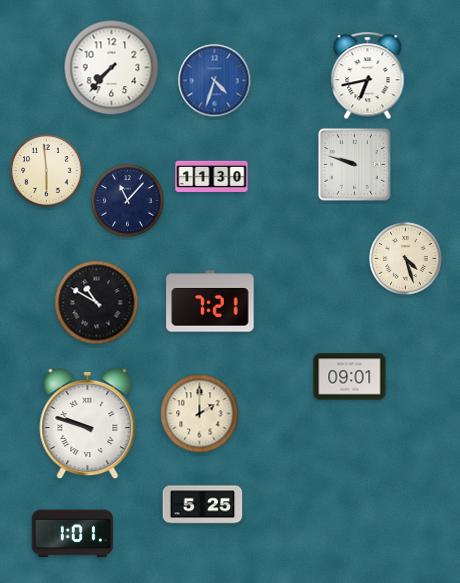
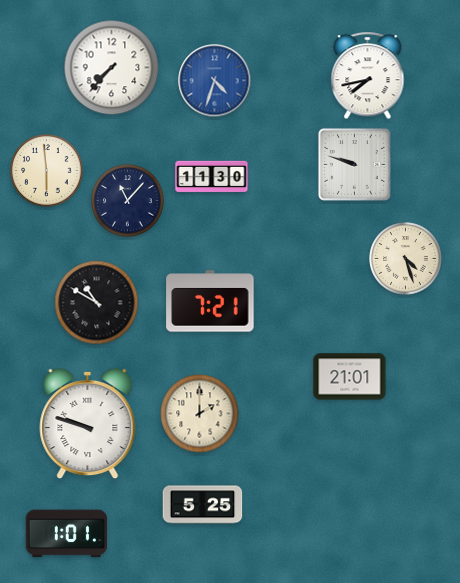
clock at (368, 76): 6:43 -> 7:43
clock at (350, 377): 09:01 -> 21:01
clock at (72, 534) position: (72, 534) -> (66, 534)
